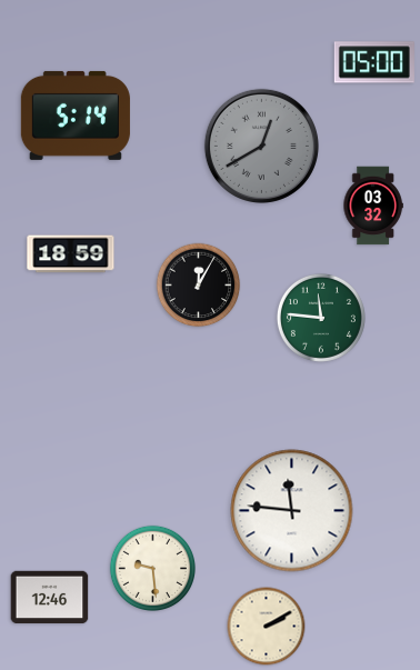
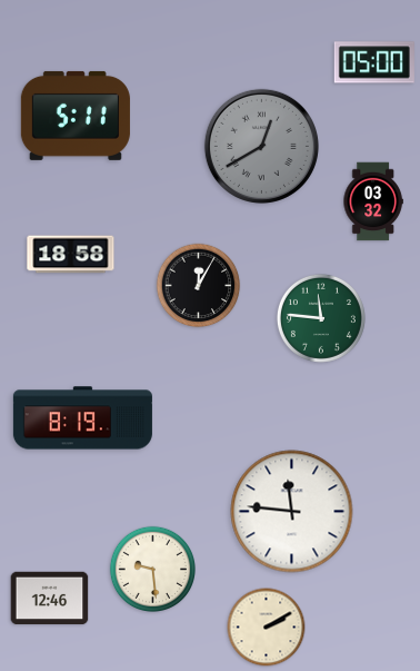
clock at (76, 116): 5:14 -> 5:11
clock at (373, 206) position: (373, 206) -> (373, 201)
clock at (71, 254): 18:59 -> 18:58
clock at (82, 418): none -> 8:19
